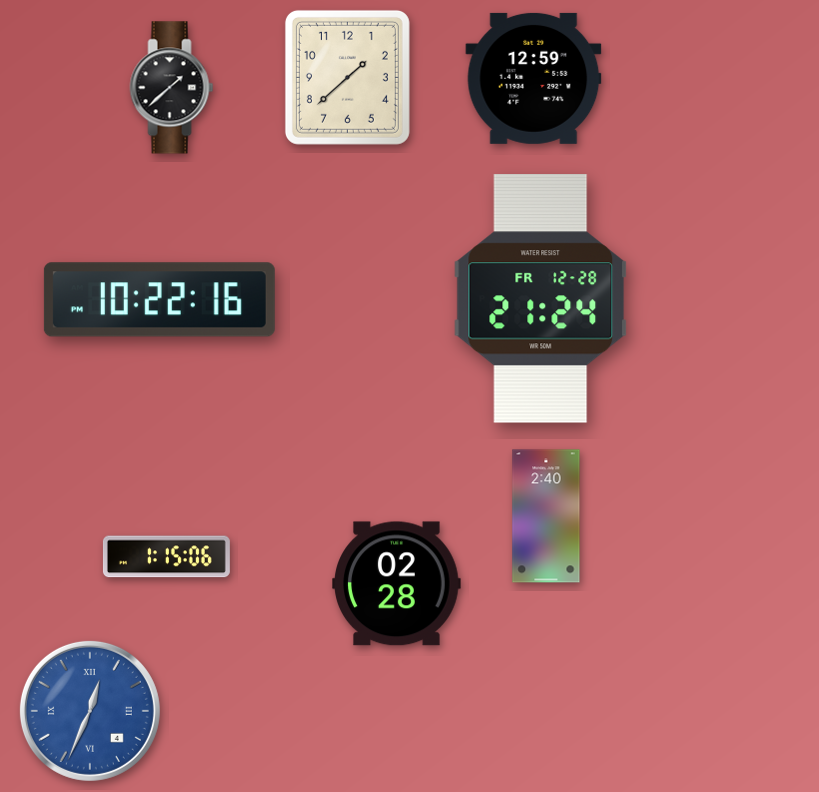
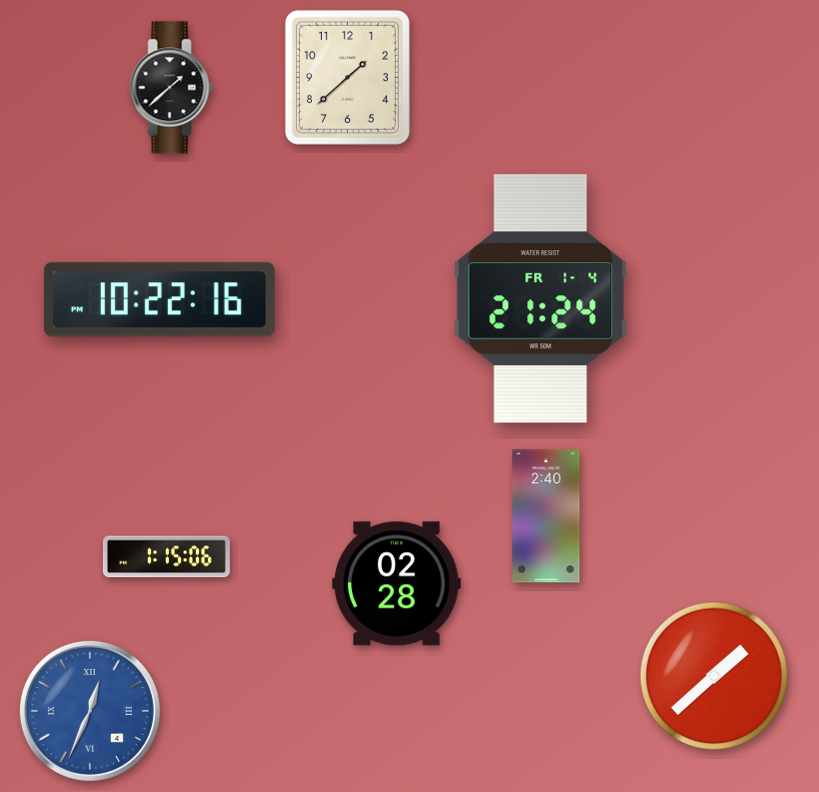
clock at (534, 78): 12:59 -> none
clock at (541, 299) date: FR 12-28 -> FR 1-4
clock at (713, 675): none -> 1:38
